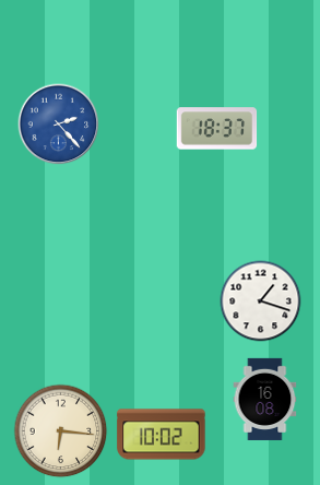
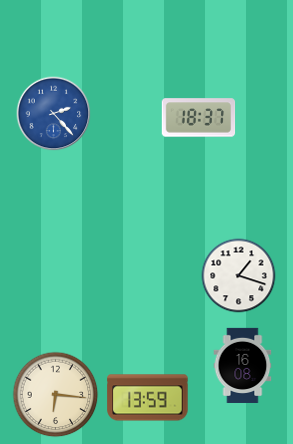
clock at (162, 435): 10:02 -> 13:59
